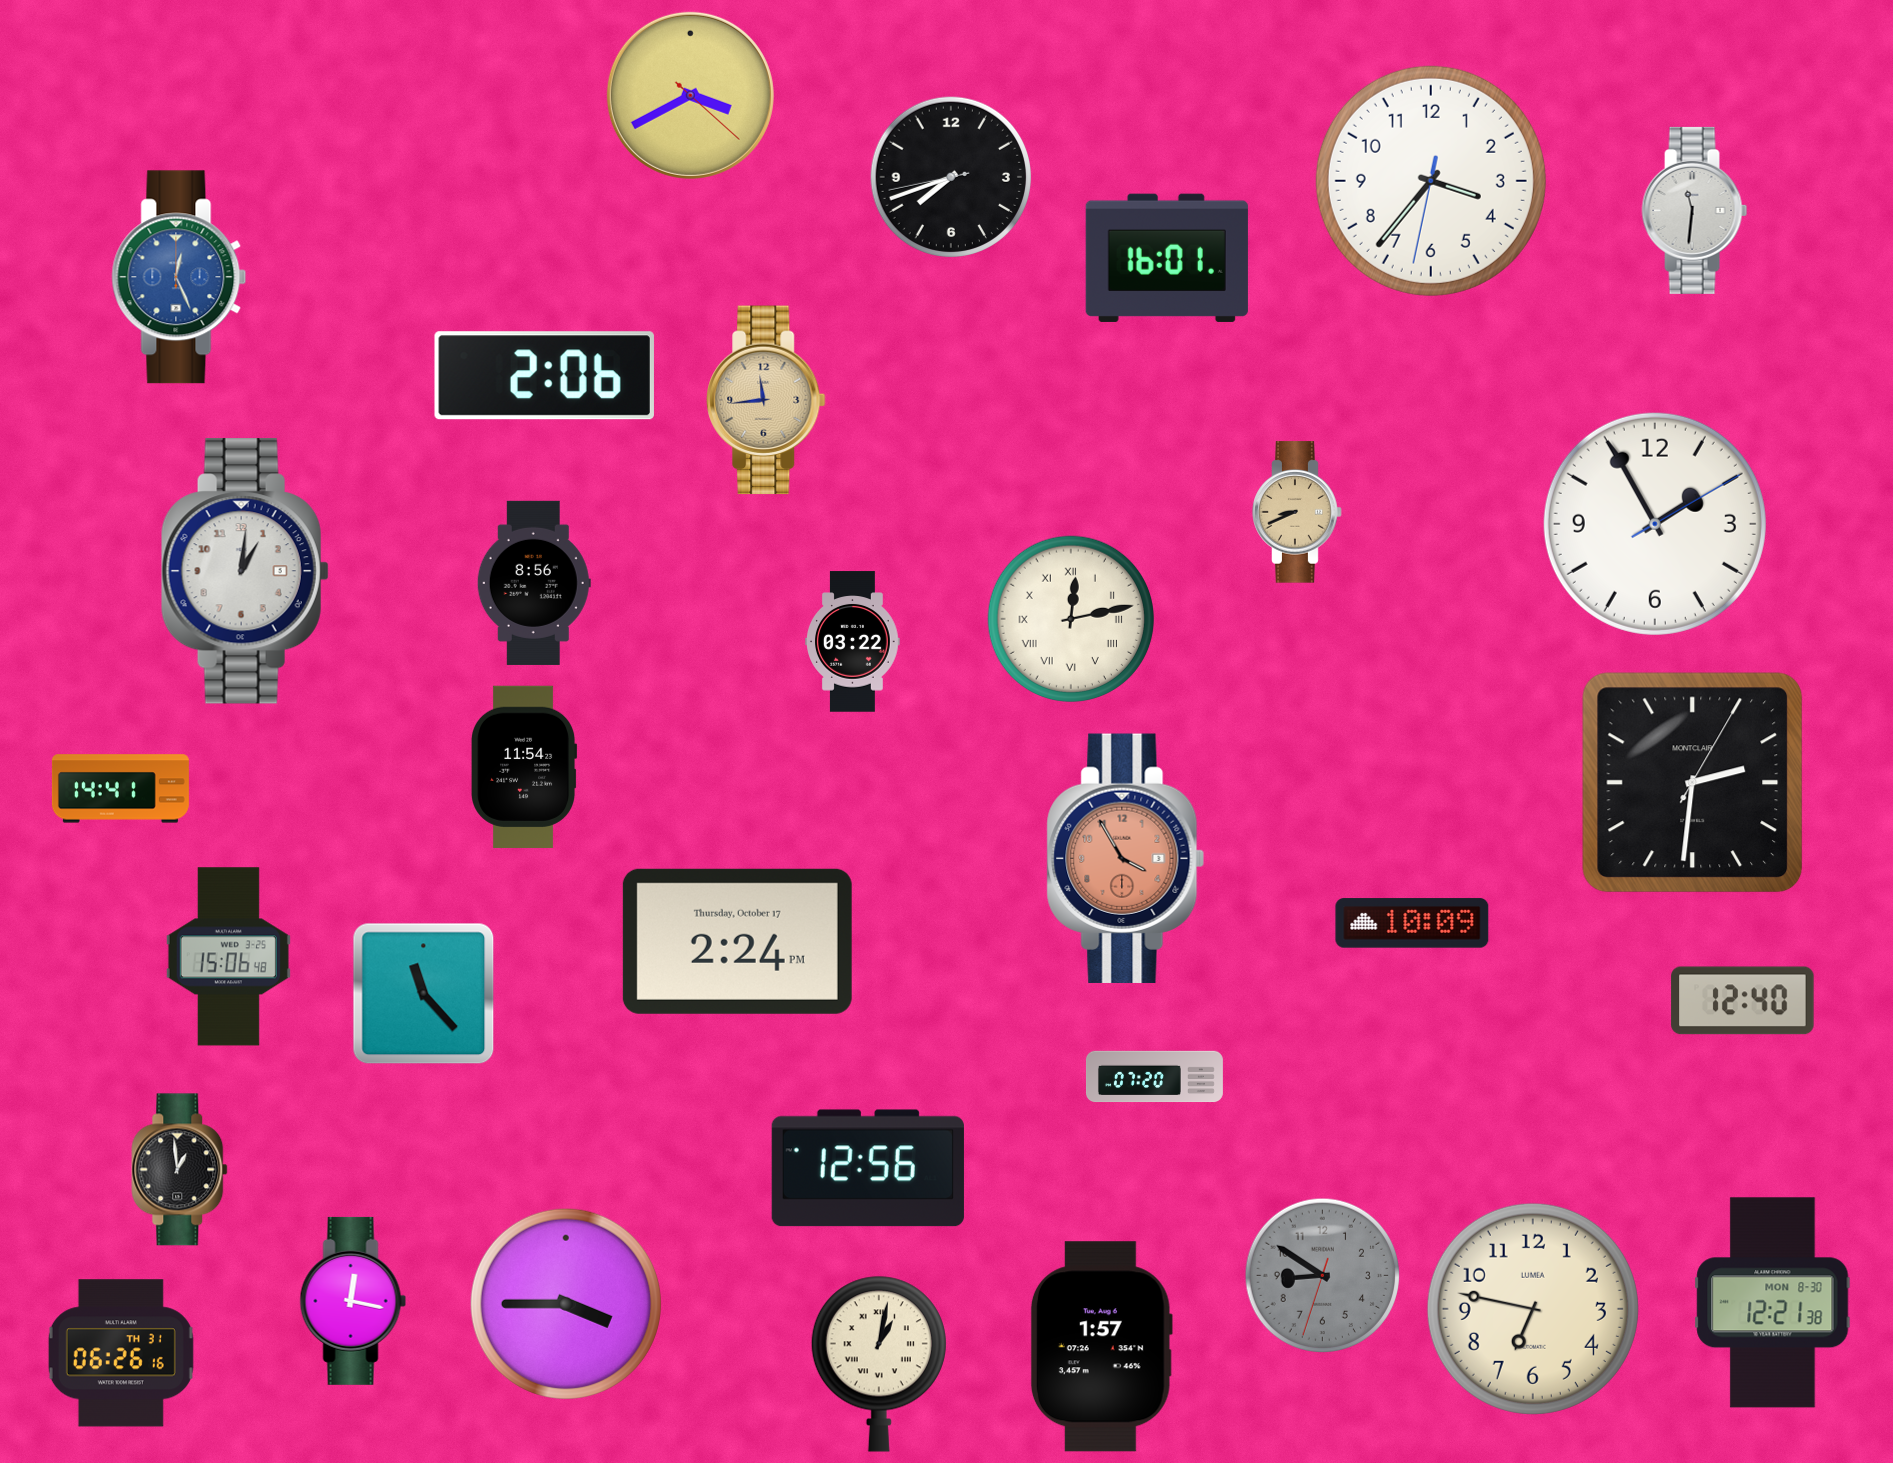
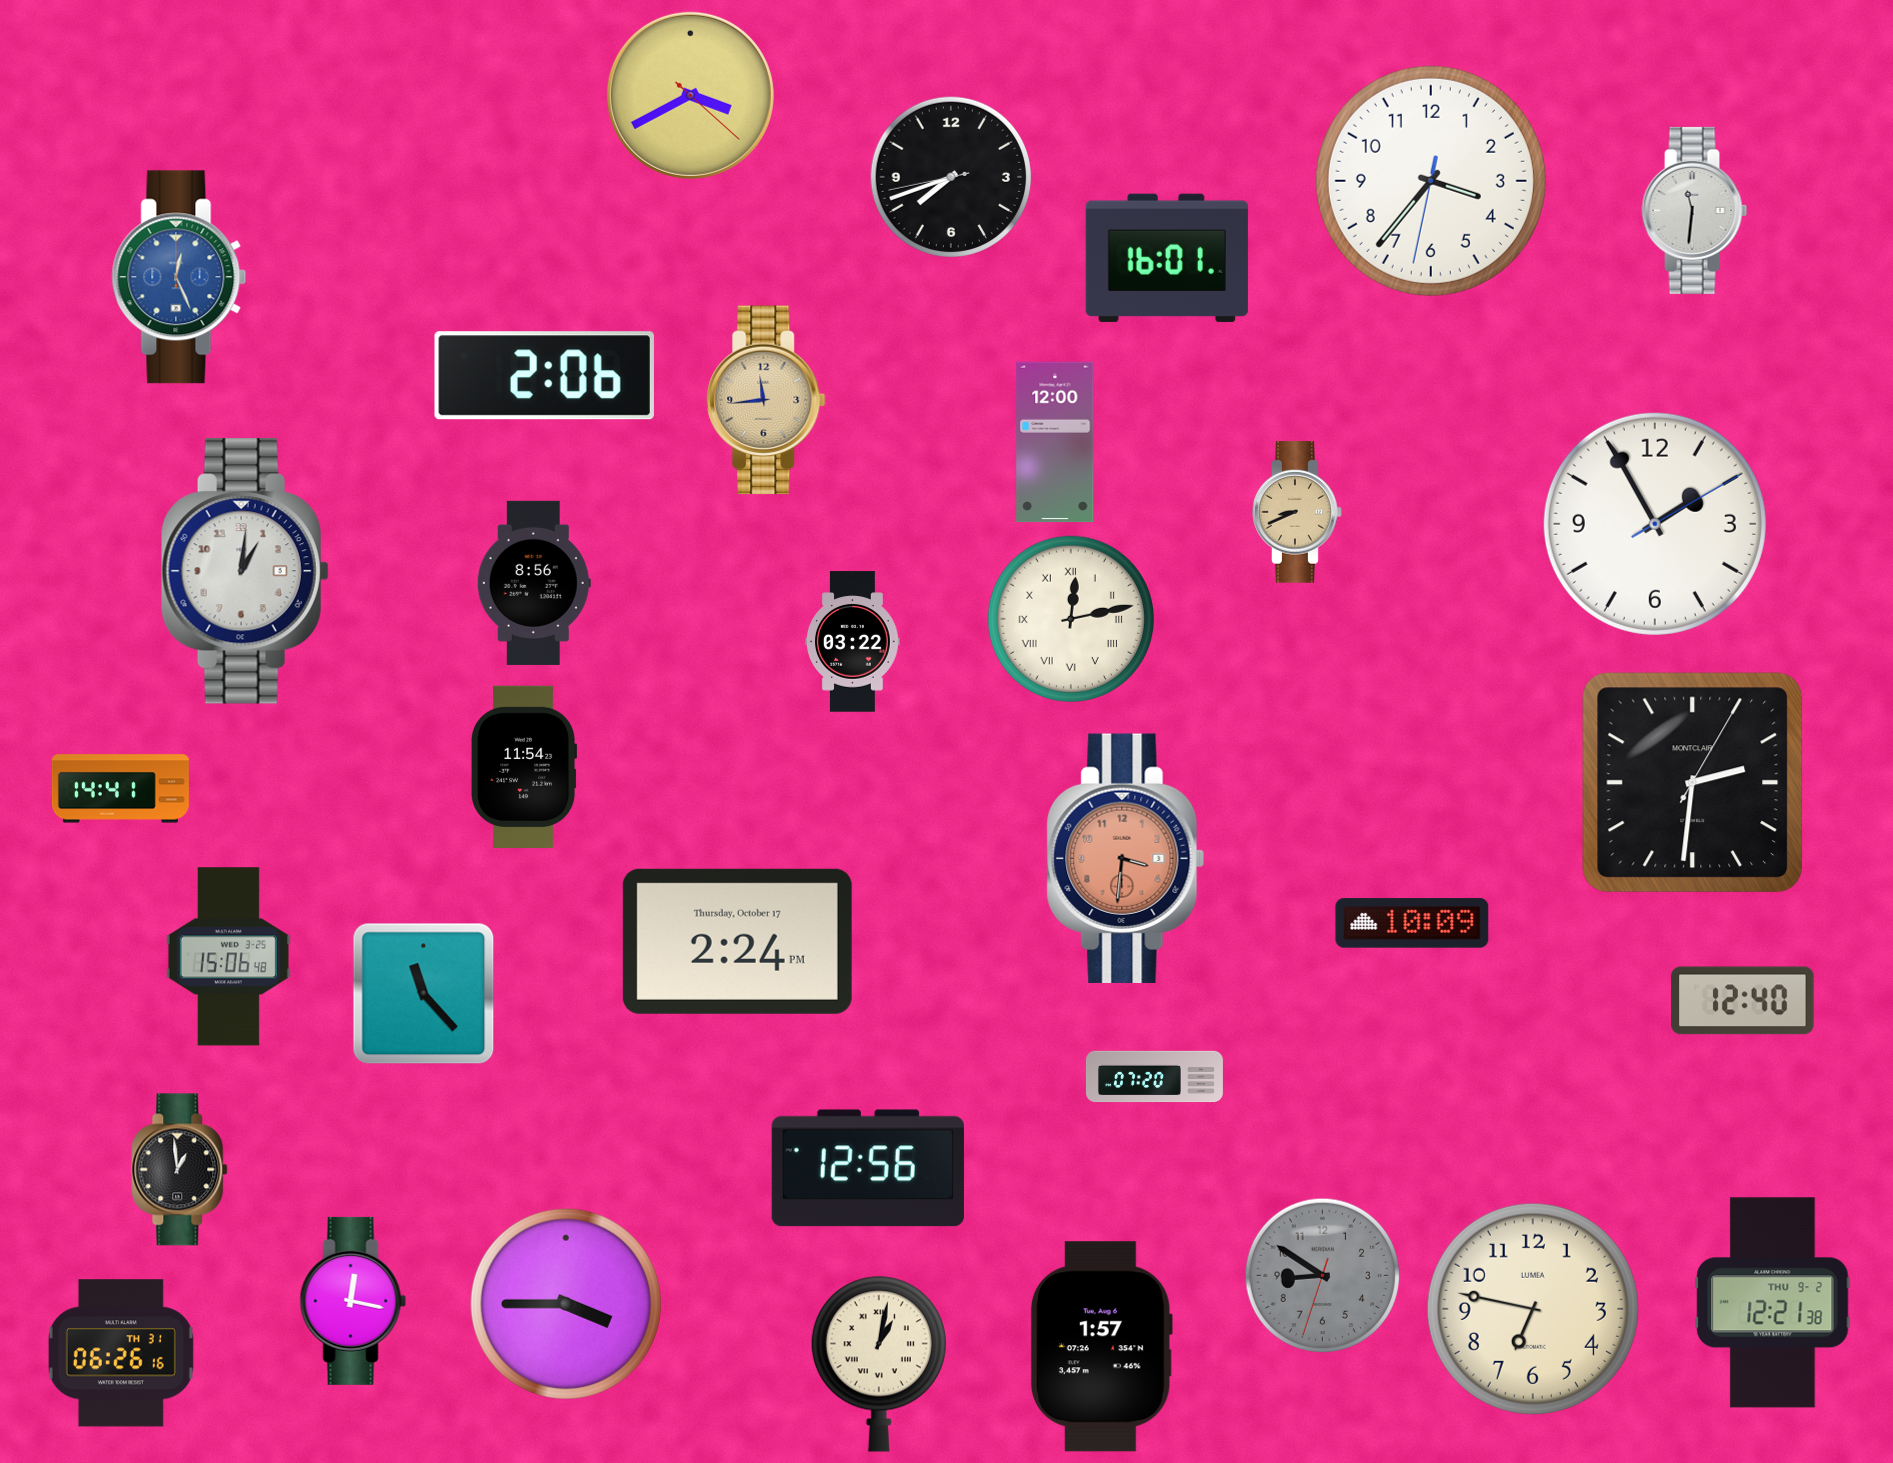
clock at (1055, 442): none -> 12:00
clock at (1126, 858): 3:55 -> 3:31
clock at (1773, 1303) date: MON 8-30 -> THU 9-2
